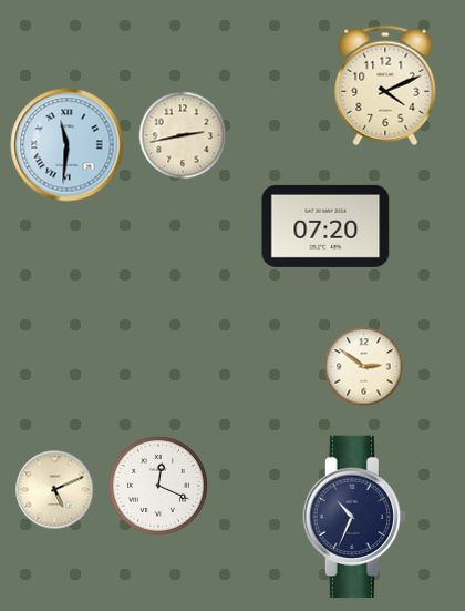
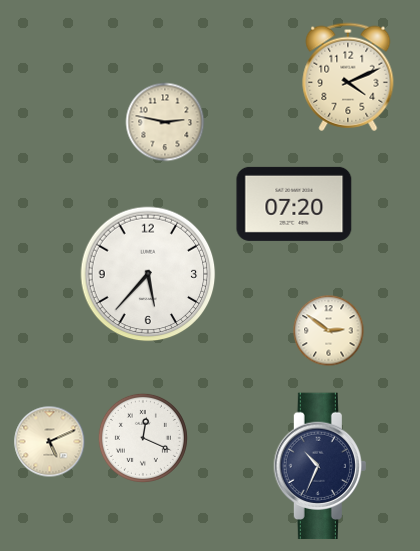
clock at (183, 135): 2:43 -> 2:47
clock at (68, 145): 11:31 -> none
clock at (148, 274): none -> 5:37
